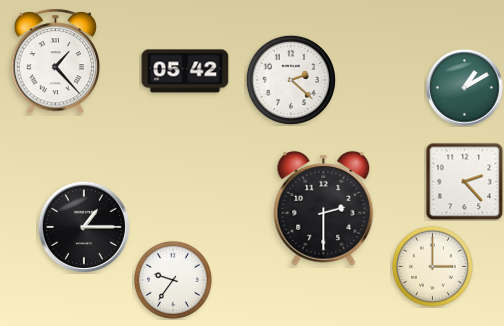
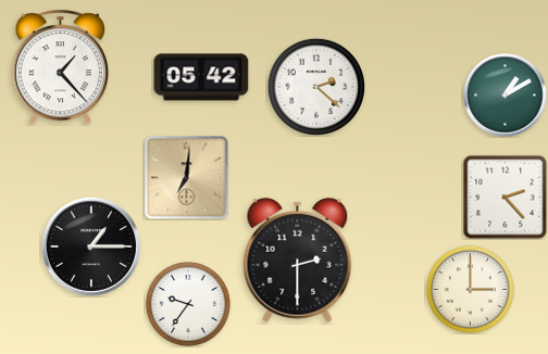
clock at (187, 178): none -> 7:01
clock at (324, 208) position: (324, 208) -> (298, 260)
